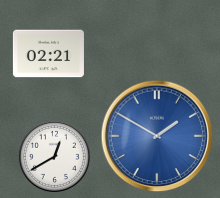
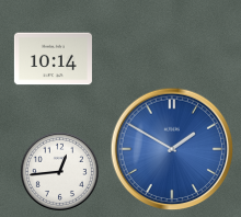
clock at (48, 54): 02:21 -> 10:14
clock at (54, 156): 12:40 -> 12:44
